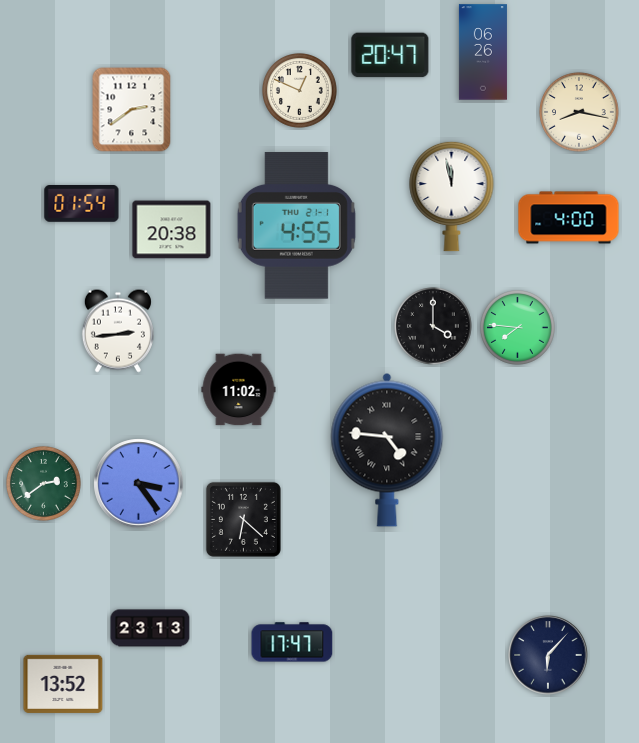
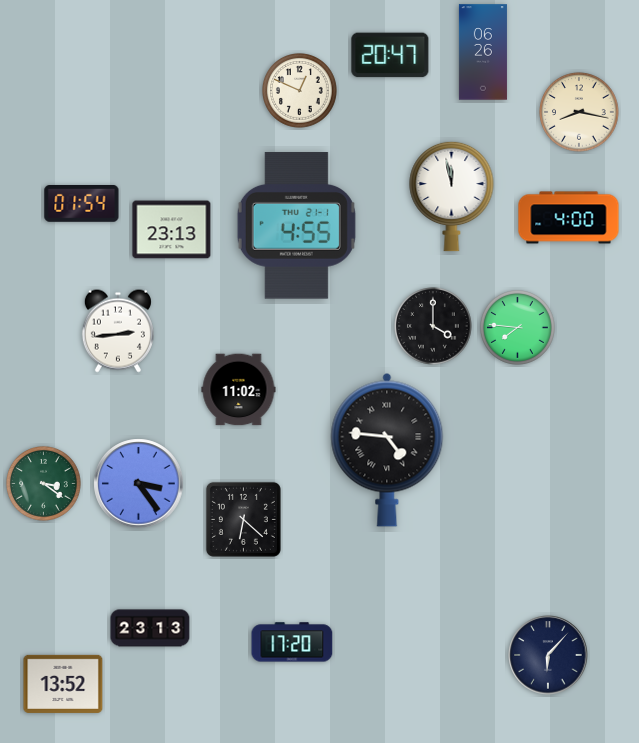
clock at (132, 110): 2:39 -> none
clock at (172, 230): 20:38 -> 23:13
clock at (44, 484): 2:39 -> 3:21
clock at (292, 642): 17:47 -> 17:20
